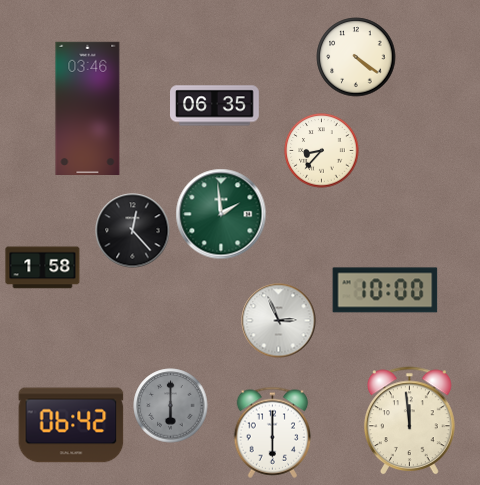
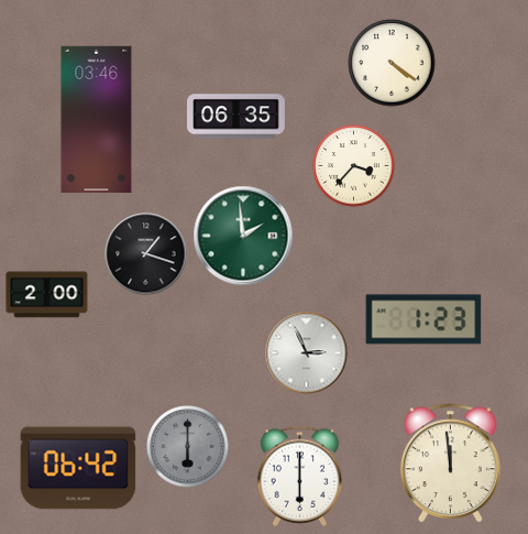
clock at (322, 151): 8:37 -> 3:37
clock at (133, 231): 12:23 -> 1:18
clock at (43, 268): 1:58 -> 2:00
clock at (385, 290): 10:00 -> 1:23
